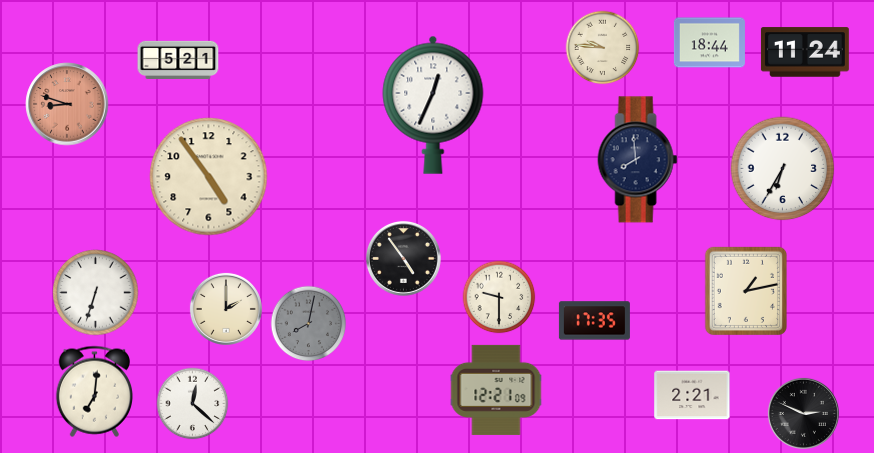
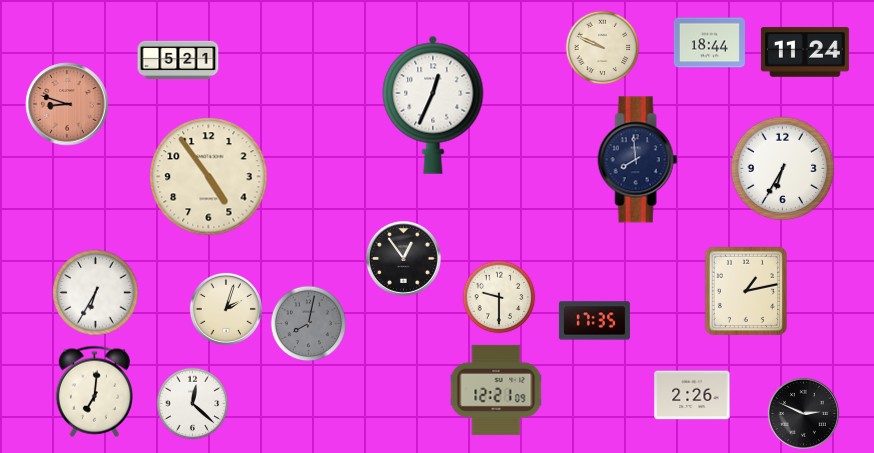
clock at (603, 48): 9:46 -> 9:49
clock at (403, 258): 4:54 -> 12:54
clock at (96, 293): 6:33 -> 6:35
clock at (226, 309): 2:00 -> 2:03
clock at (692, 395): 2:21 -> 2:26
